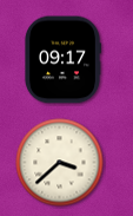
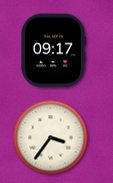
clock at (60, 163): 3:38 -> 3:36
